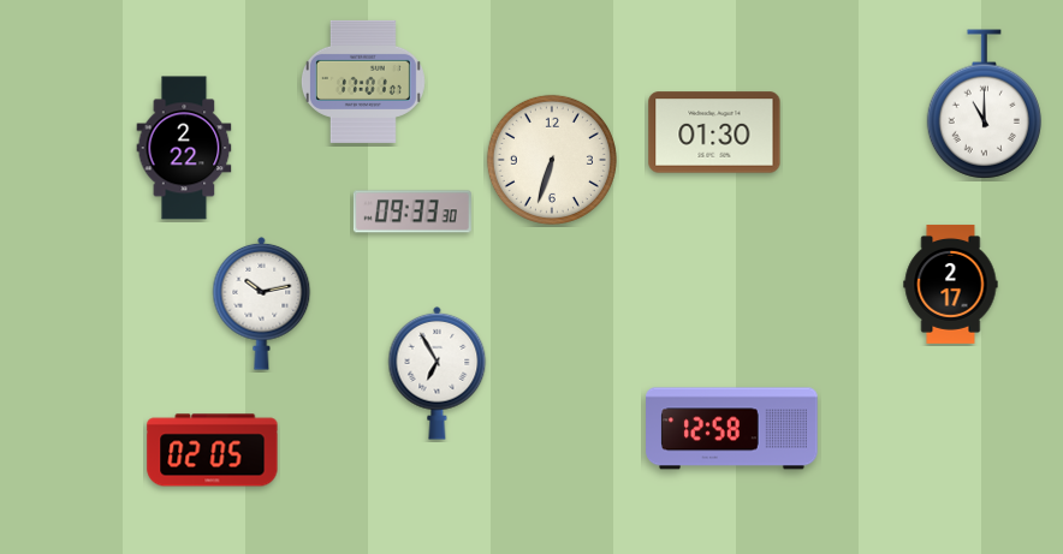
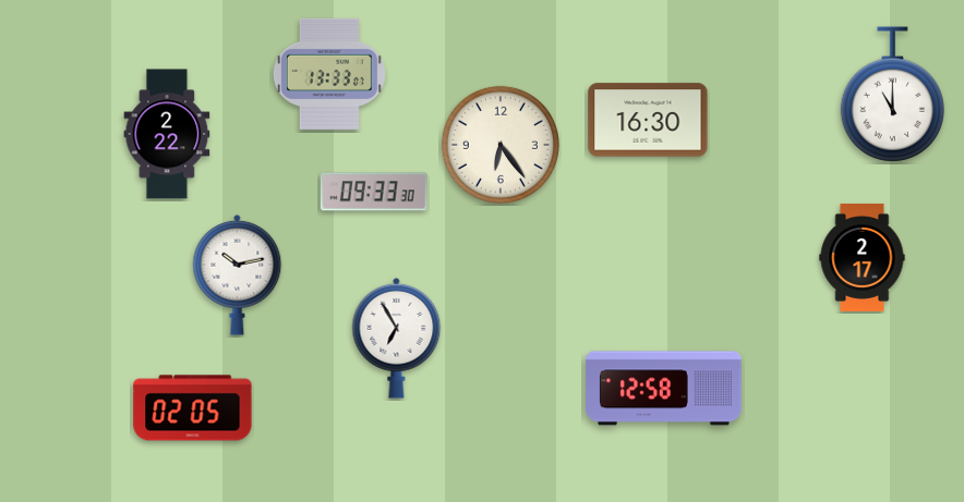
clock at (363, 82): 17:01 -> 13:33
clock at (714, 132): 01:30 -> 16:30
clock at (552, 160): 6:33 -> 6:24
